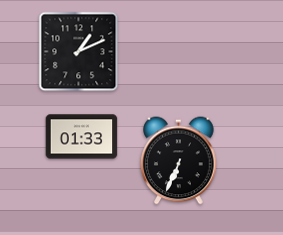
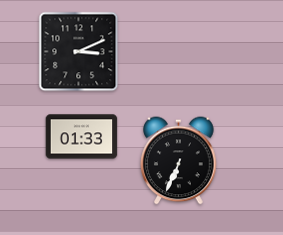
clock at (79, 52): 1:11 -> 3:11
